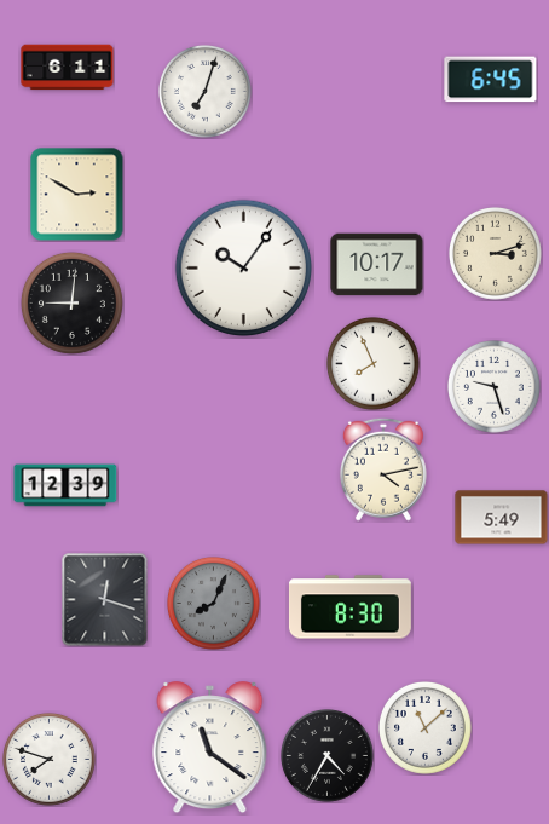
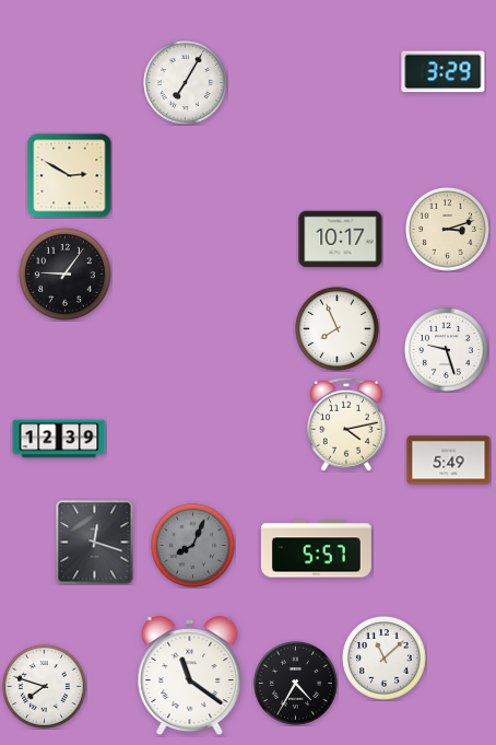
clock at (68, 68): 6:11 -> none
clock at (491, 80): 6:45 -> 3:29
clock at (206, 92): 7:03 -> 7:05
clock at (243, 267): 10:06 -> none
clock at (71, 302): 9:01 -> 9:06
clock at (502, 518) position: (502, 518) -> (449, 461)
clock at (349, 607): 8:30 -> 5:57
